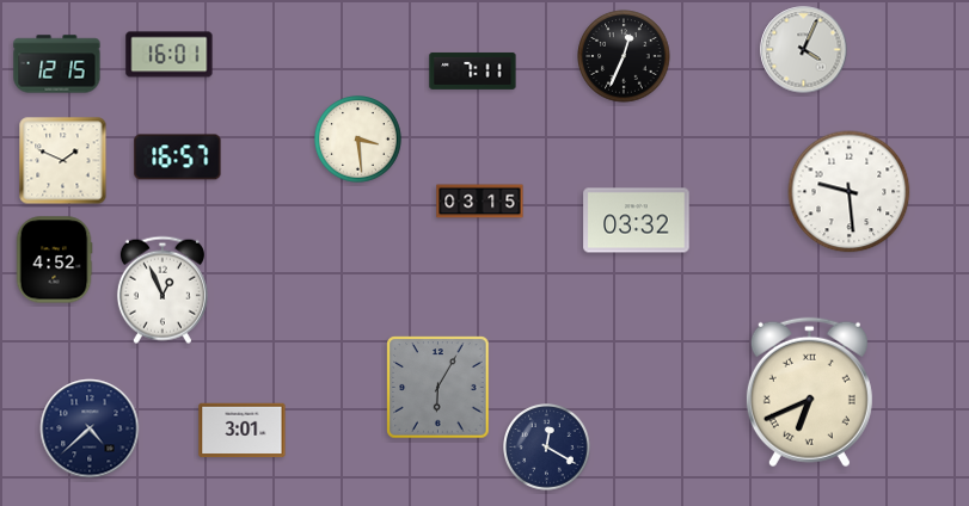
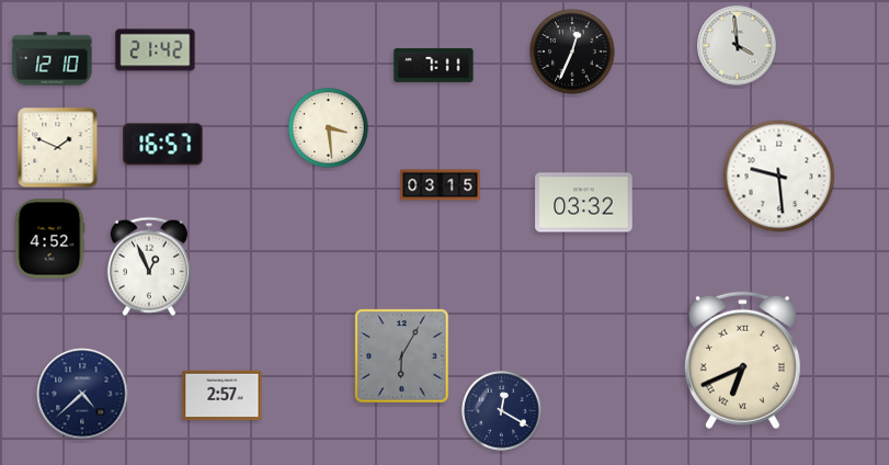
clock at (804, 50): 4:04 -> 3:59
clock at (170, 55): 16:01 -> 21:42
clock at (57, 64): 12:15 -> 12:10
clock at (243, 431): 3:01 -> 2:57
